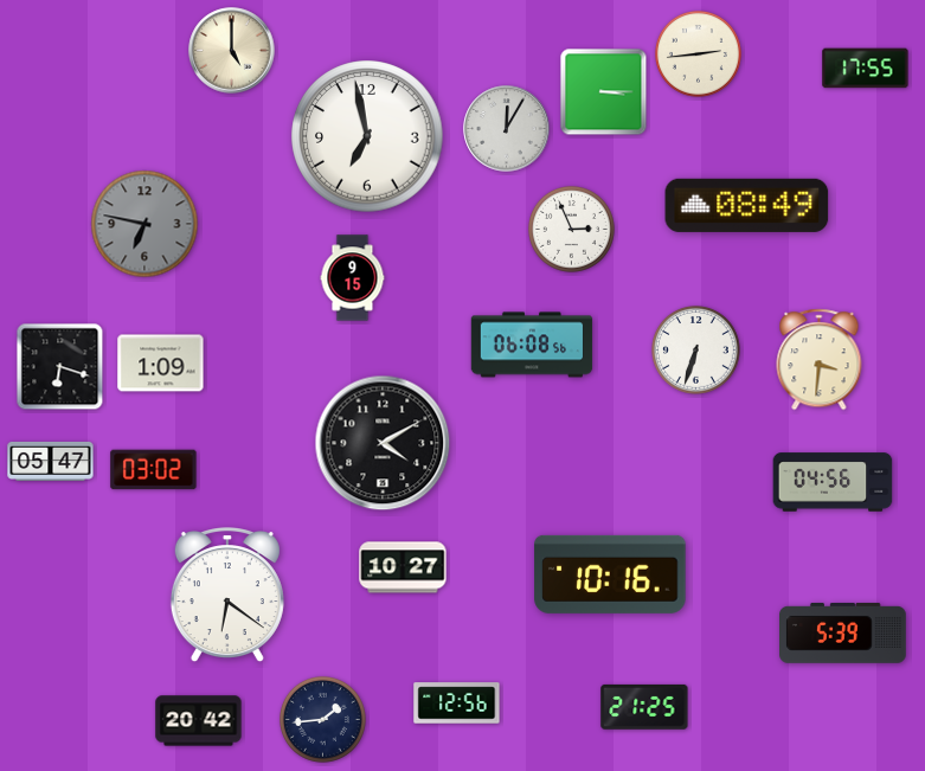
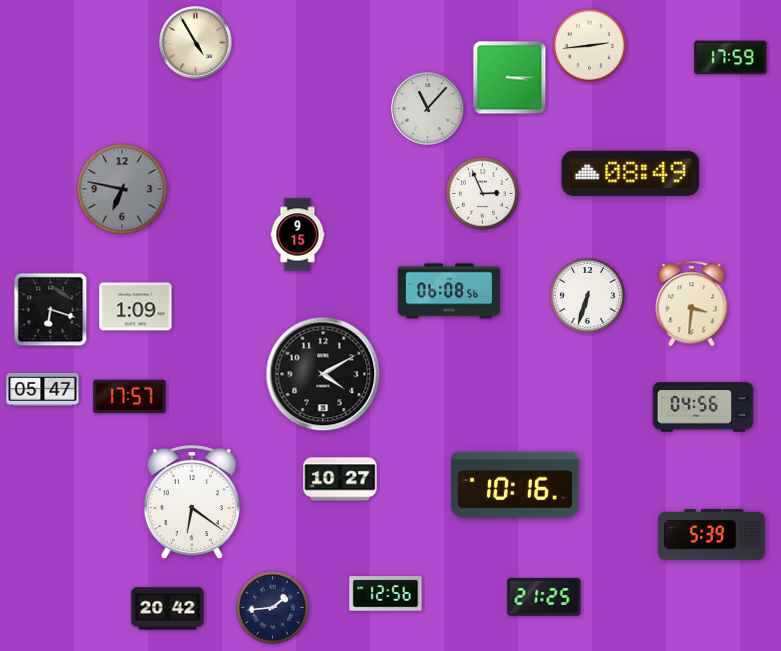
clock at (232, 51): 5:00 -> 4:55
clock at (866, 69): 17:55 -> 17:59
clock at (507, 129): 12:05 -> 11:07
clock at (367, 136): 6:58 -> none
clock at (154, 470): 03:02 -> 17:57
